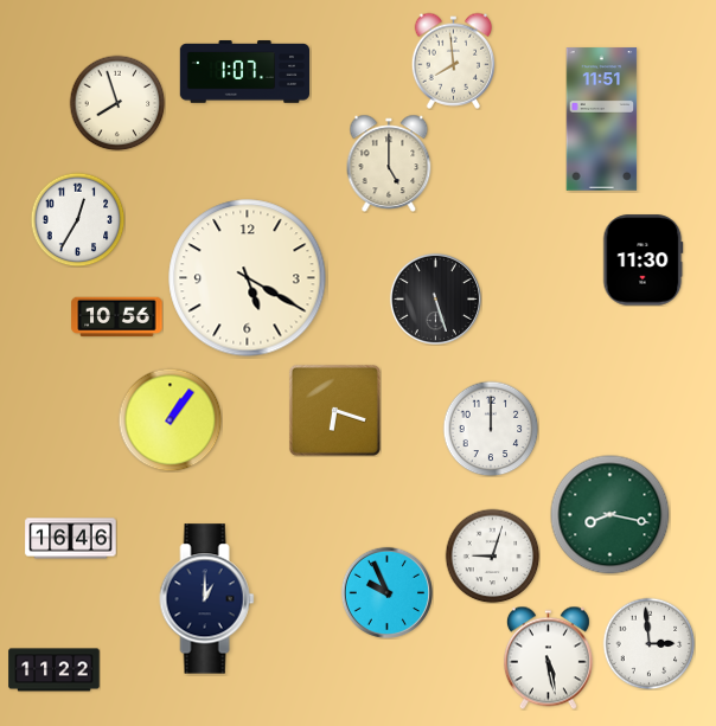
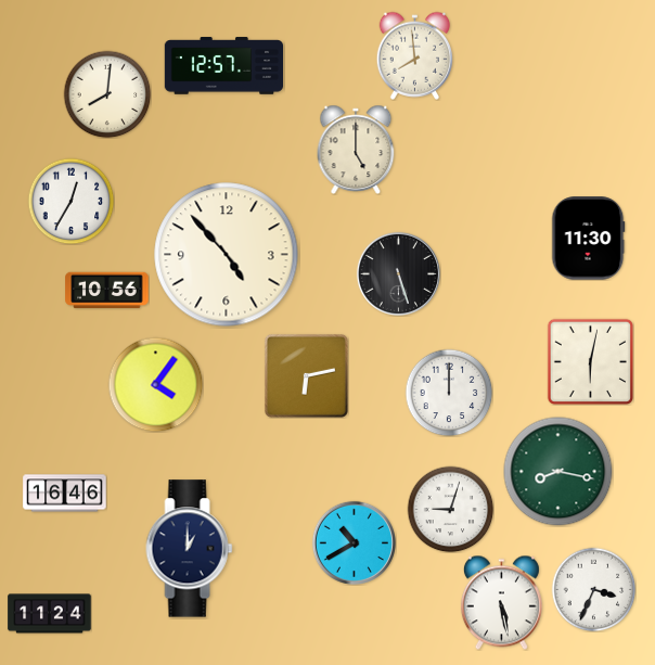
clock at (244, 72): 1:07 -> 12:57
clock at (117, 103): 7:57 -> 8:01
clock at (602, 120): 11:51 -> none
clock at (248, 278): 5:20 -> 4:53
clock at (590, 361): none -> 6:02
clock at (334, 410): 6:18 -> 6:13
clock at (170, 419): 1:06 -> 4:06
clock at (386, 592): 9:56 -> 10:40
clock at (648, 643): 2:59 -> 3:34
clock at (55, 670): 11:22 -> 11:24
